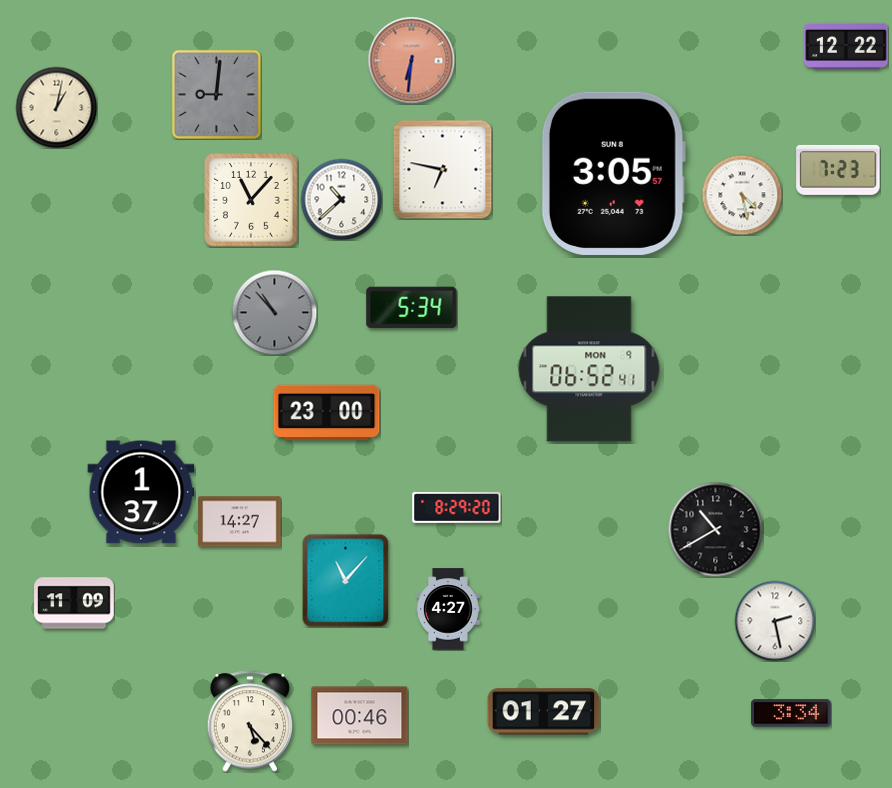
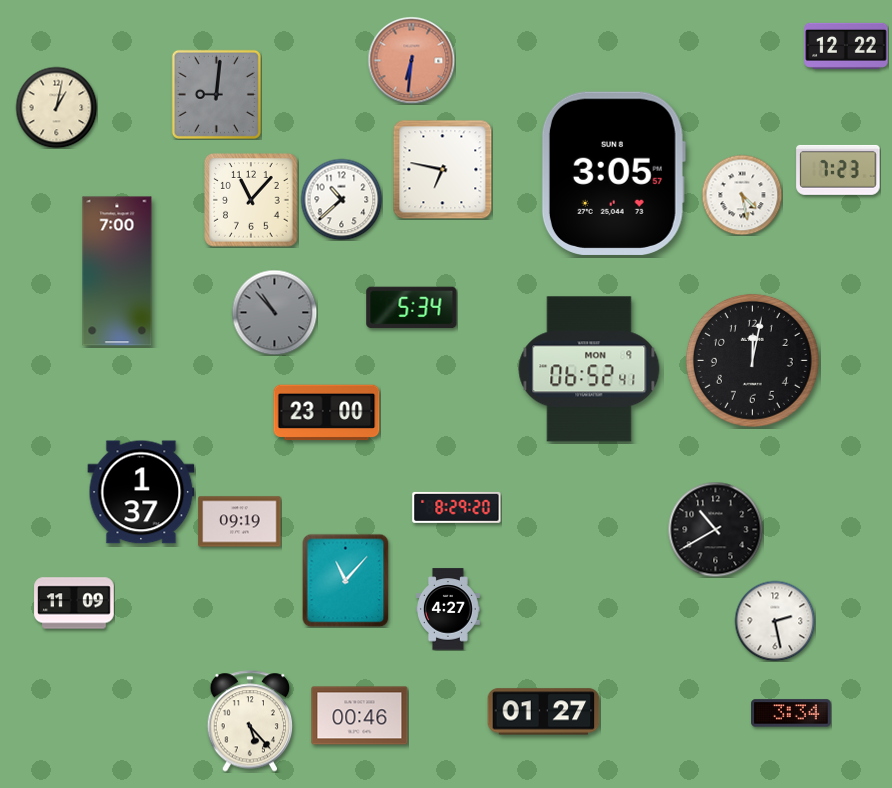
clock at (117, 271): none -> 7:00
clock at (752, 360): none -> 12:02
clock at (240, 522): 14:27 -> 09:19
